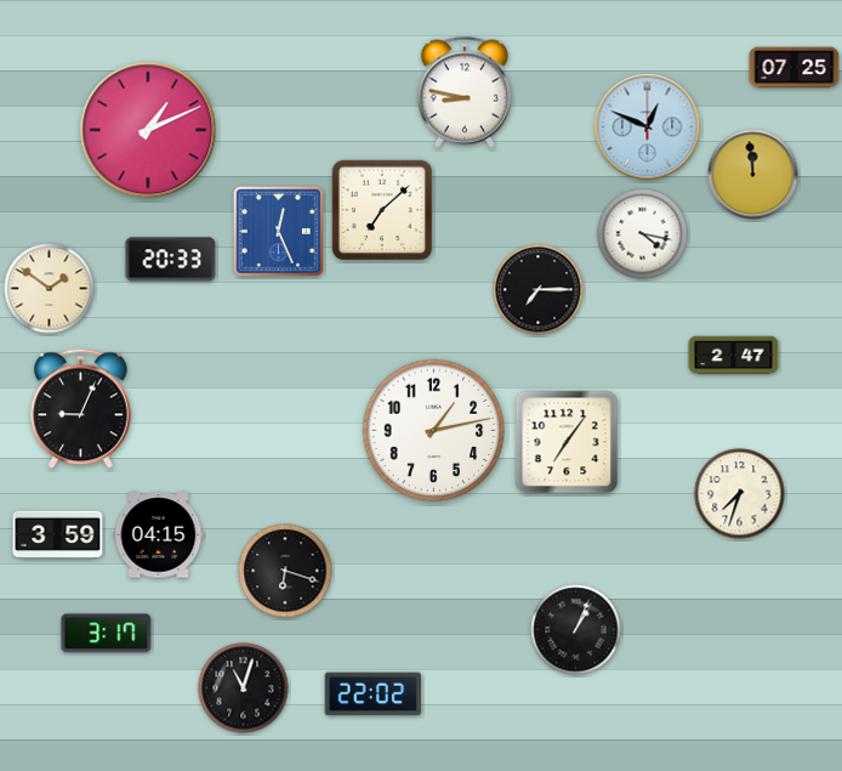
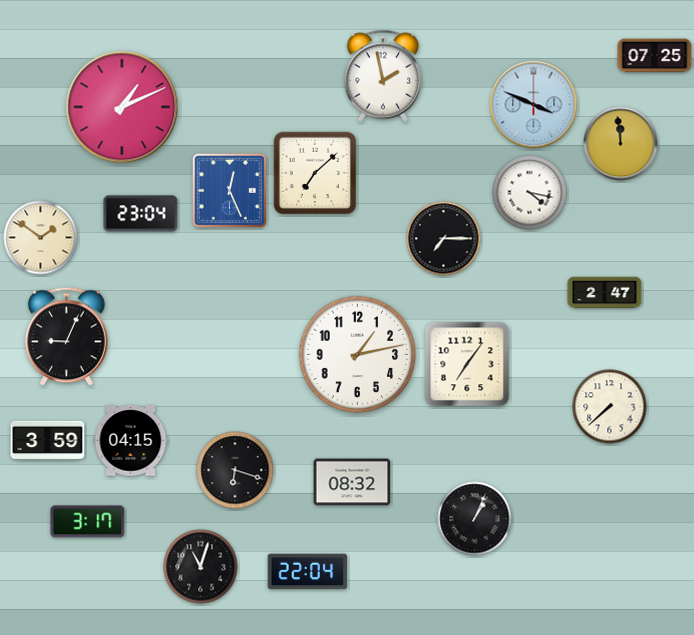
clock at (463, 92): 8:47 -> 1:58
clock at (648, 127): 12:49 -> 3:49
clock at (171, 260): 20:33 -> 23:04
clock at (740, 494): 7:33 -> 7:38
clock at (352, 482): none -> 08:32
clock at (374, 695): 22:02 -> 22:04
